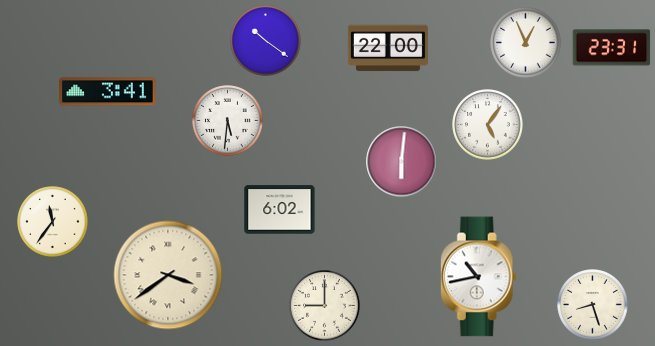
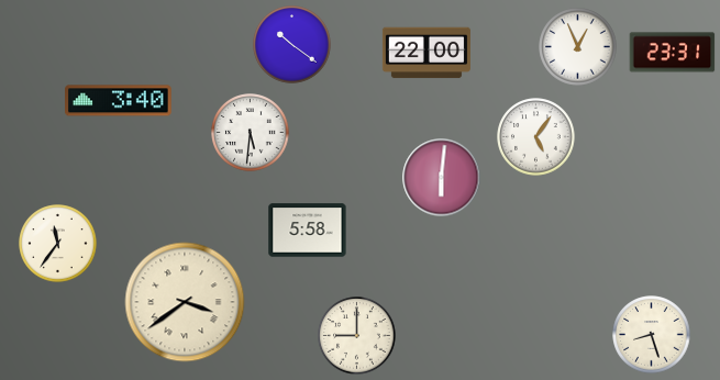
clock at (108, 92): 3:41 -> 3:40
clock at (280, 210): 6:02 -> 5:58
clock at (478, 277): 10:43 -> none
